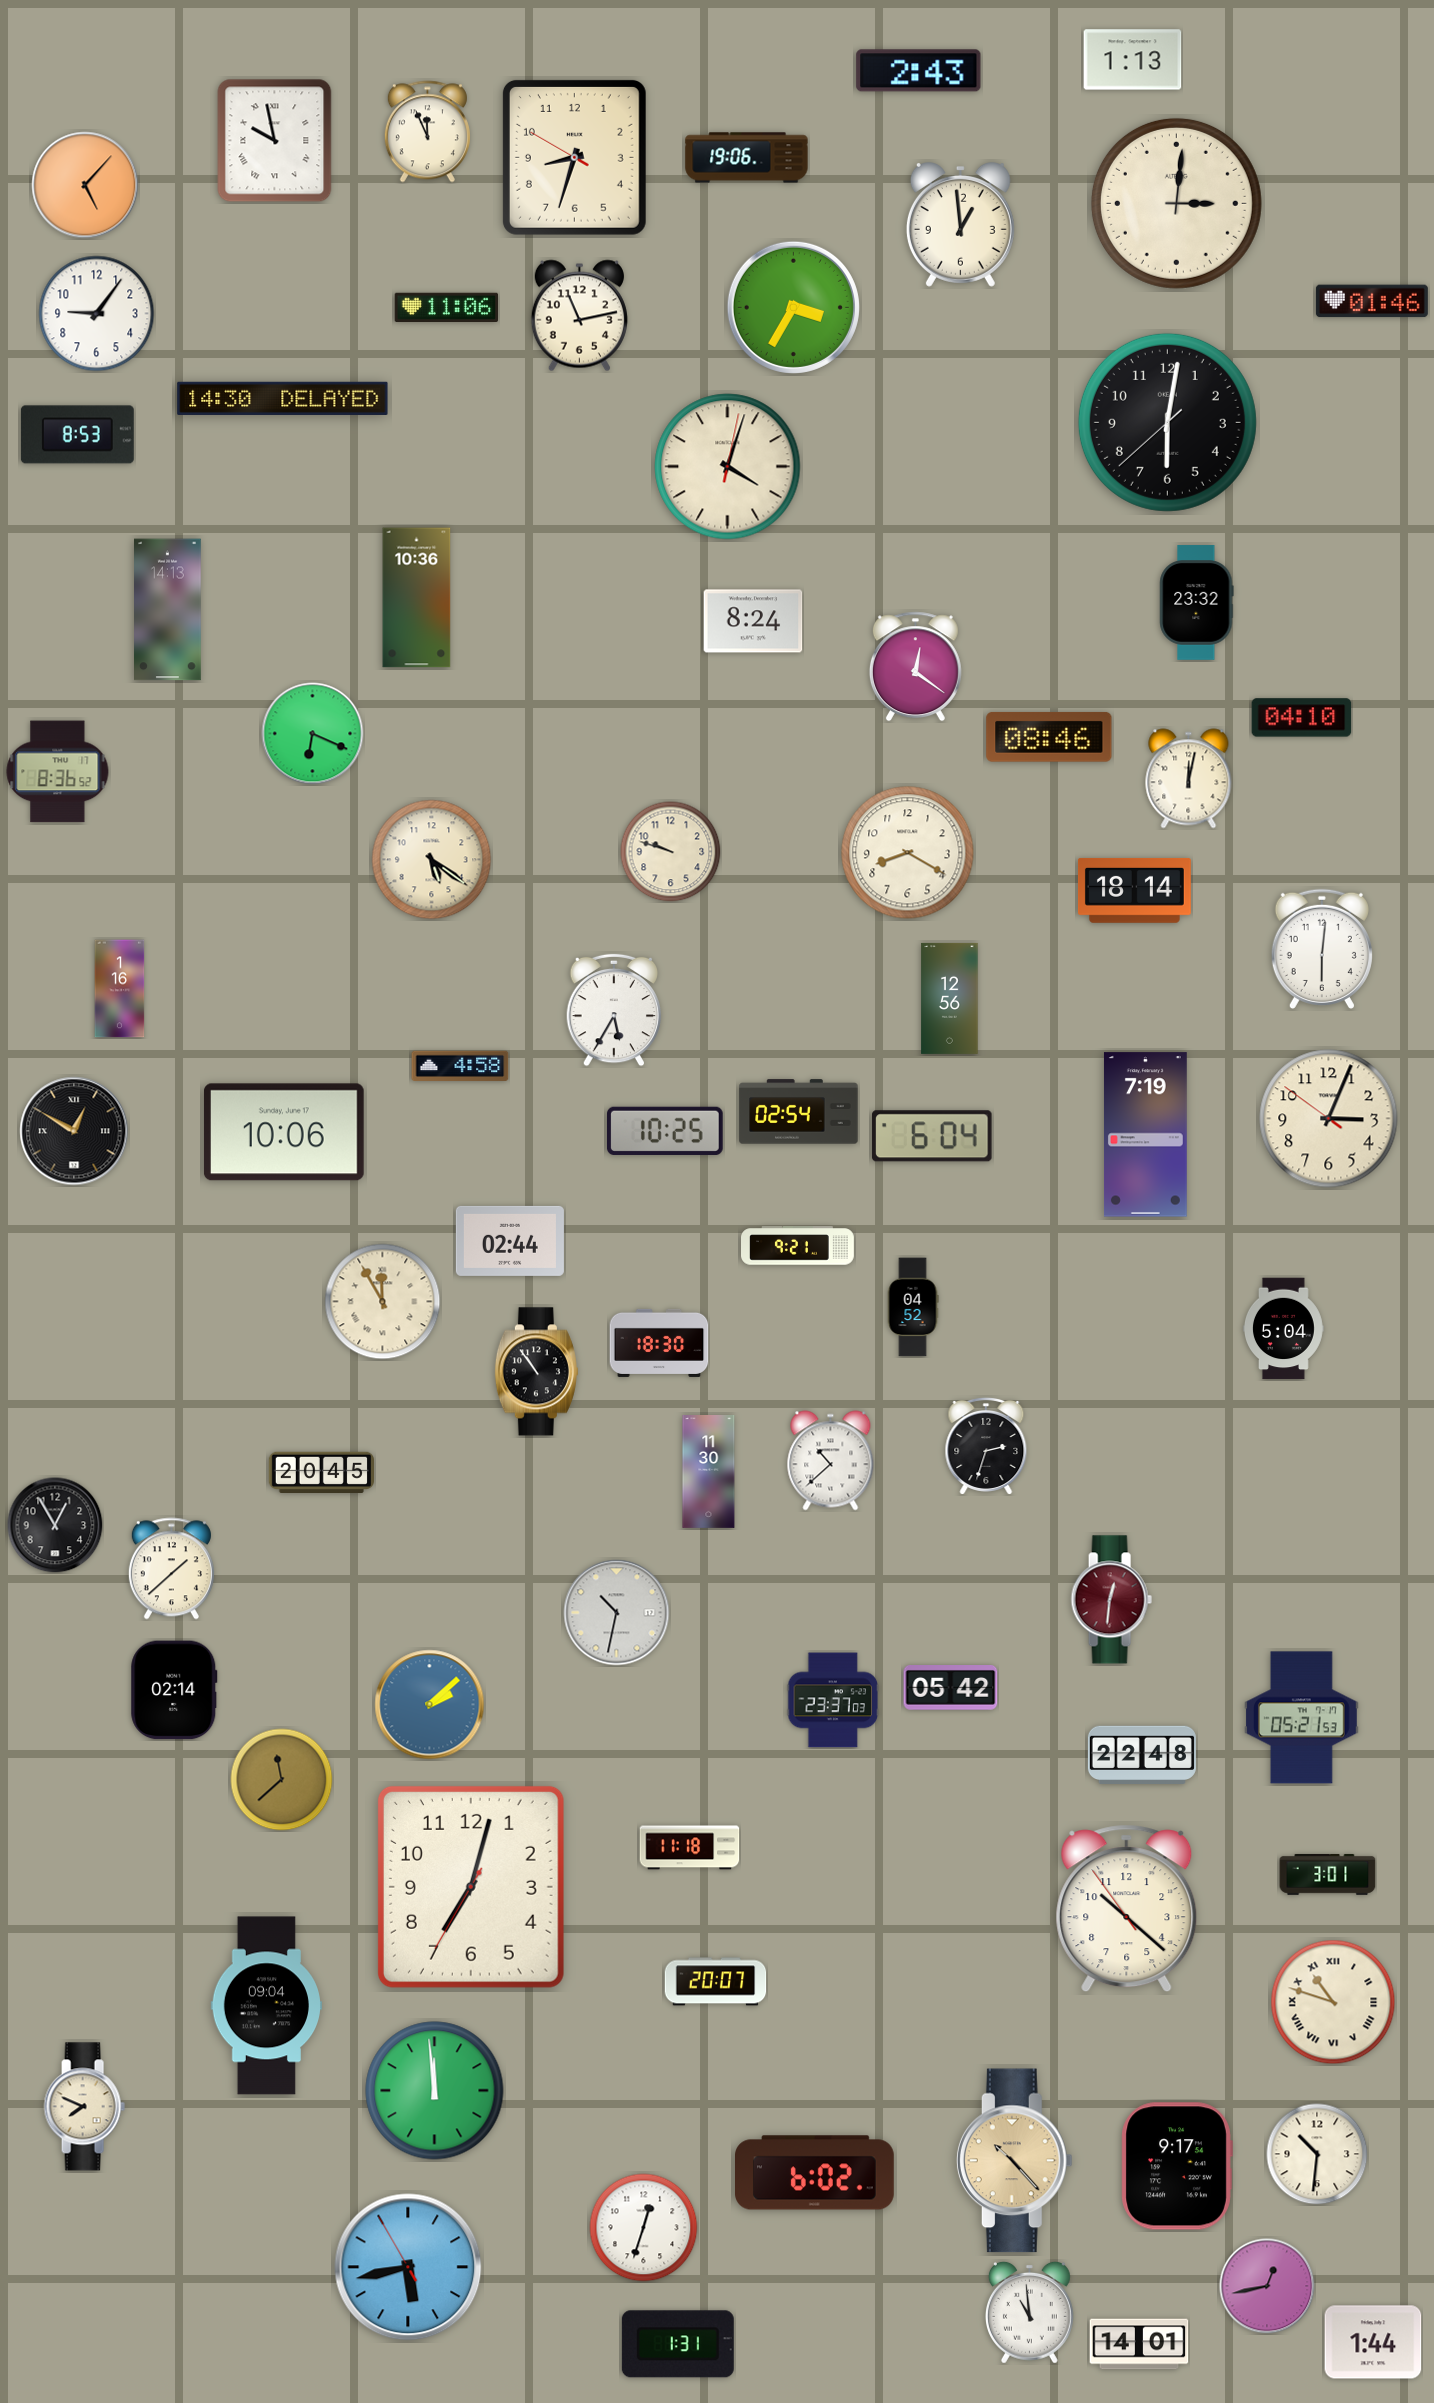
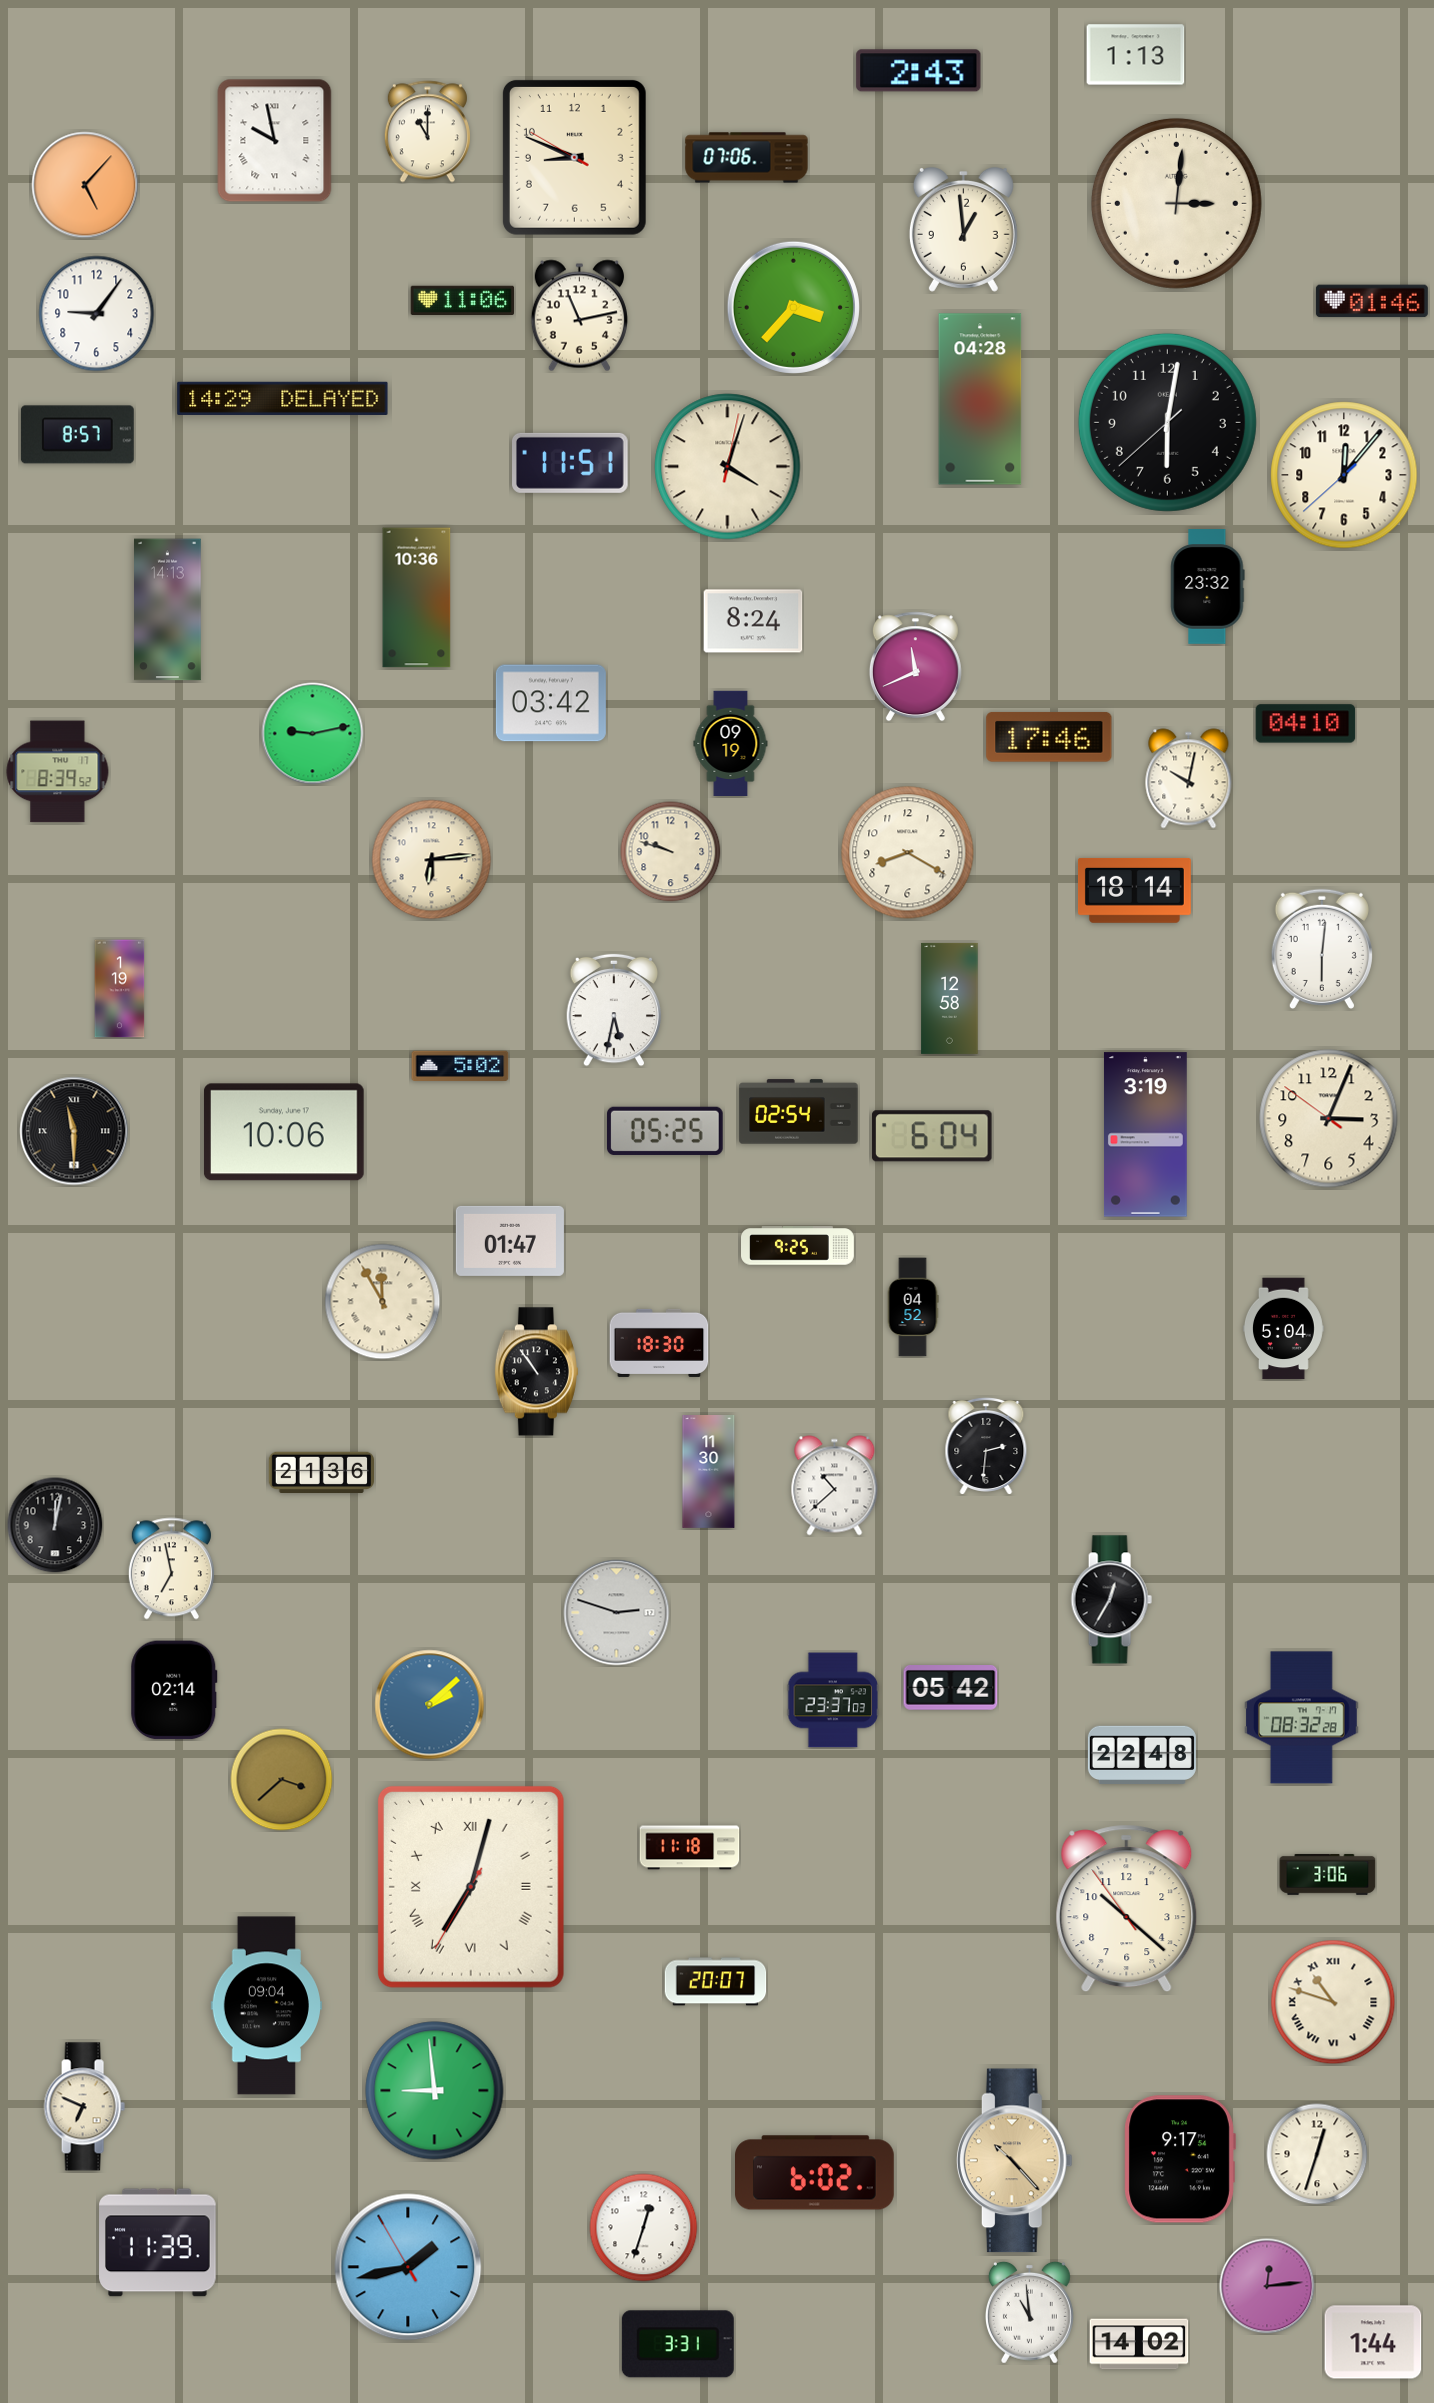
clock at (1133, 60) position: (1133, 60) -> (1136, 55)
clock at (427, 132): 11:56 -> 11:00
clock at (574, 157): 8:32 -> 8:48
clock at (747, 158): 19:06 -> 07:06
clock at (960, 225) position: (960, 225) -> (963, 230)
clock at (446, 307) position: (446, 307) -> (462, 300)
clock at (793, 307): 3:35 -> 3:37
clock at (283, 398): 14:30 -> 14:29
clock at (980, 399): none -> 04:28
clock at (77, 435): 8:53 -> 8:57
clock at (571, 463): none -> 11:51
clock at (1344, 475): none -> 12:06
clock at (1197, 603) position: (1197, 603) -> (1208, 587)
clock at (915, 667): 12:21 -> 11:41
clock at (551, 703): none -> 03:42
clock at (1302, 718) position: (1302, 718) -> (1306, 724)
clock at (313, 734): 6:19 -> 9:13
clock at (1049, 737): 08:46 -> 17:46
clock at (731, 743): none -> 09:19
clock at (58, 772): 8:36 -> 8:39
clock at (1189, 779): 12:02 -> 10:02
clock at (432, 860): 5:21 -> 6:14
clock at (120, 989): 1:16 -> 1:19
clock at (950, 998): 12:56 -> 12:58
clock at (614, 1010): 5:35 -> 5:32
clock at (460, 1066): 4:58 -> 5:02
clock at (74, 1131): 12:50 -> 11:30
clock at (666, 1131): 10:25 -> 05:25
clock at (1145, 1135): 7:19 -> 3:19
clock at (510, 1241): 02:44 -> 01:47
clock at (798, 1246): 9:21 -> 9:25
clock at (986, 1446): 2:33 -> 2:31
clock at (831, 1461) position: (831, 1461) -> (835, 1486)
clock at (321, 1472): 20:45 -> 21:36
clock at (55, 1525): 12:55 -> 12:02
clock at (171, 1569): 1:38 -> 6:58
clock at (1111, 1600): 12:31 -> 12:35
clock at (1111, 1600) dial: burgundy -> black
clock at (617, 1613): 10:32 -> 2:48
clock at (1301, 1718): 05:21 -> 08:32
clock at (282, 1780): 11:38 -> 3:38
clock at (1328, 1875): 3:01 -> 3:06
clock at (471, 1887) numerals: Arabic -> Roman
clock at (435, 2091): 11:59 -> 8:59
clock at (84, 2107): 7:49 -> 6:49
clock at (1317, 2154): 10:31 -> 12:33
clock at (1177, 2166) position: (1177, 2166) -> (1180, 2159)
clock at (158, 2243): none -> 11:39
clock at (408, 2267): 5:42 -> 1:42
clock at (1267, 2286): 12:43 -> 12:14
clock at (678, 2344): 1:31 -> 3:31
clock at (1139, 2344): 14:01 -> 14:02
